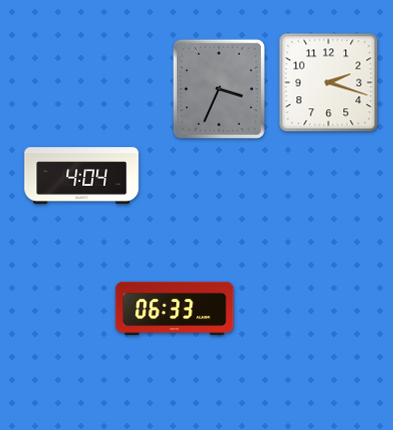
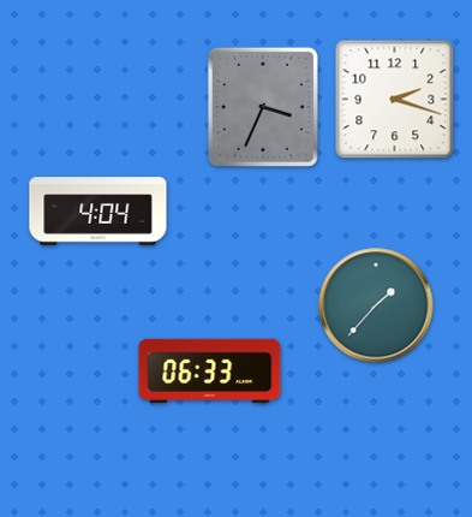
clock at (376, 305): none -> 1:37
